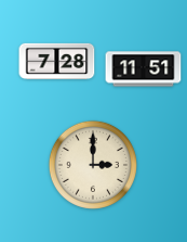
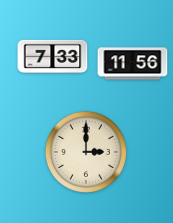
clock at (57, 61): 7:28 -> 7:33
clock at (144, 69): 11:51 -> 11:56
